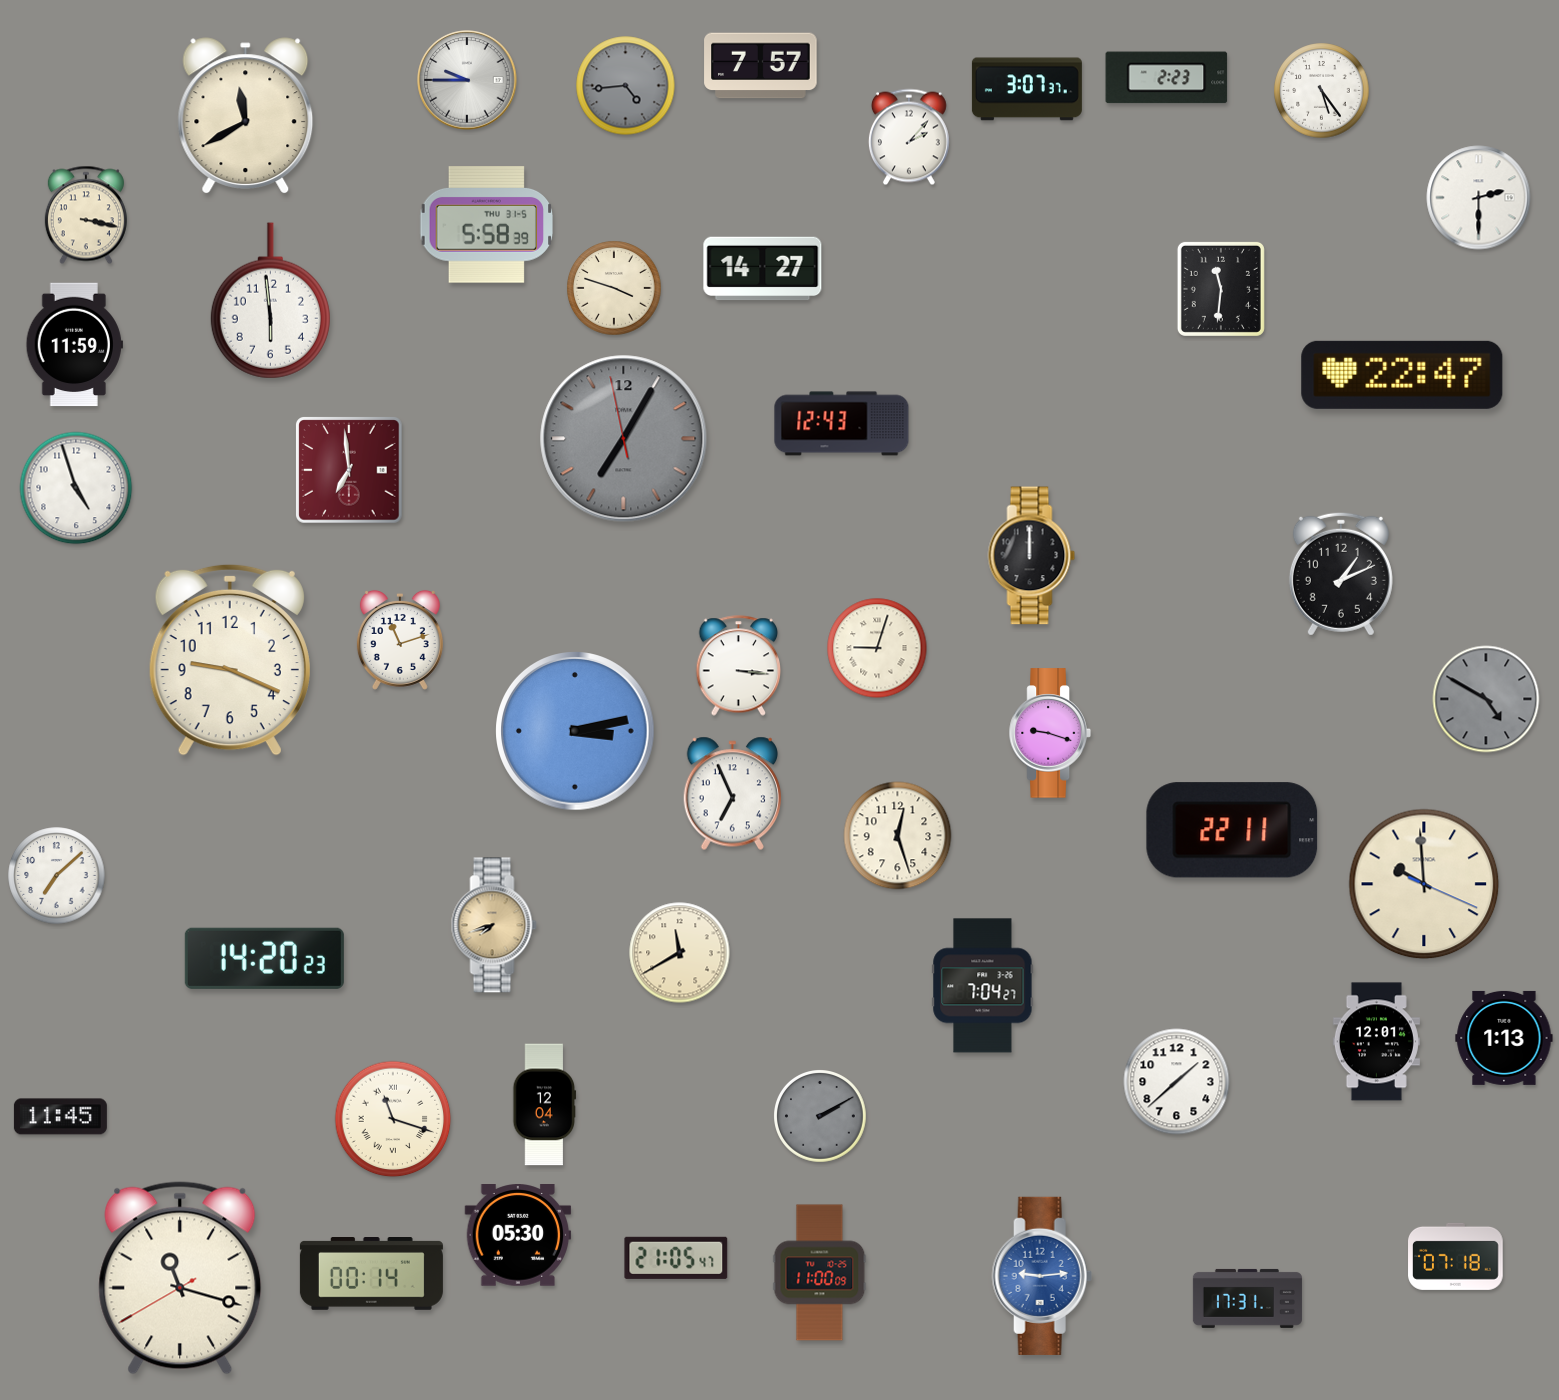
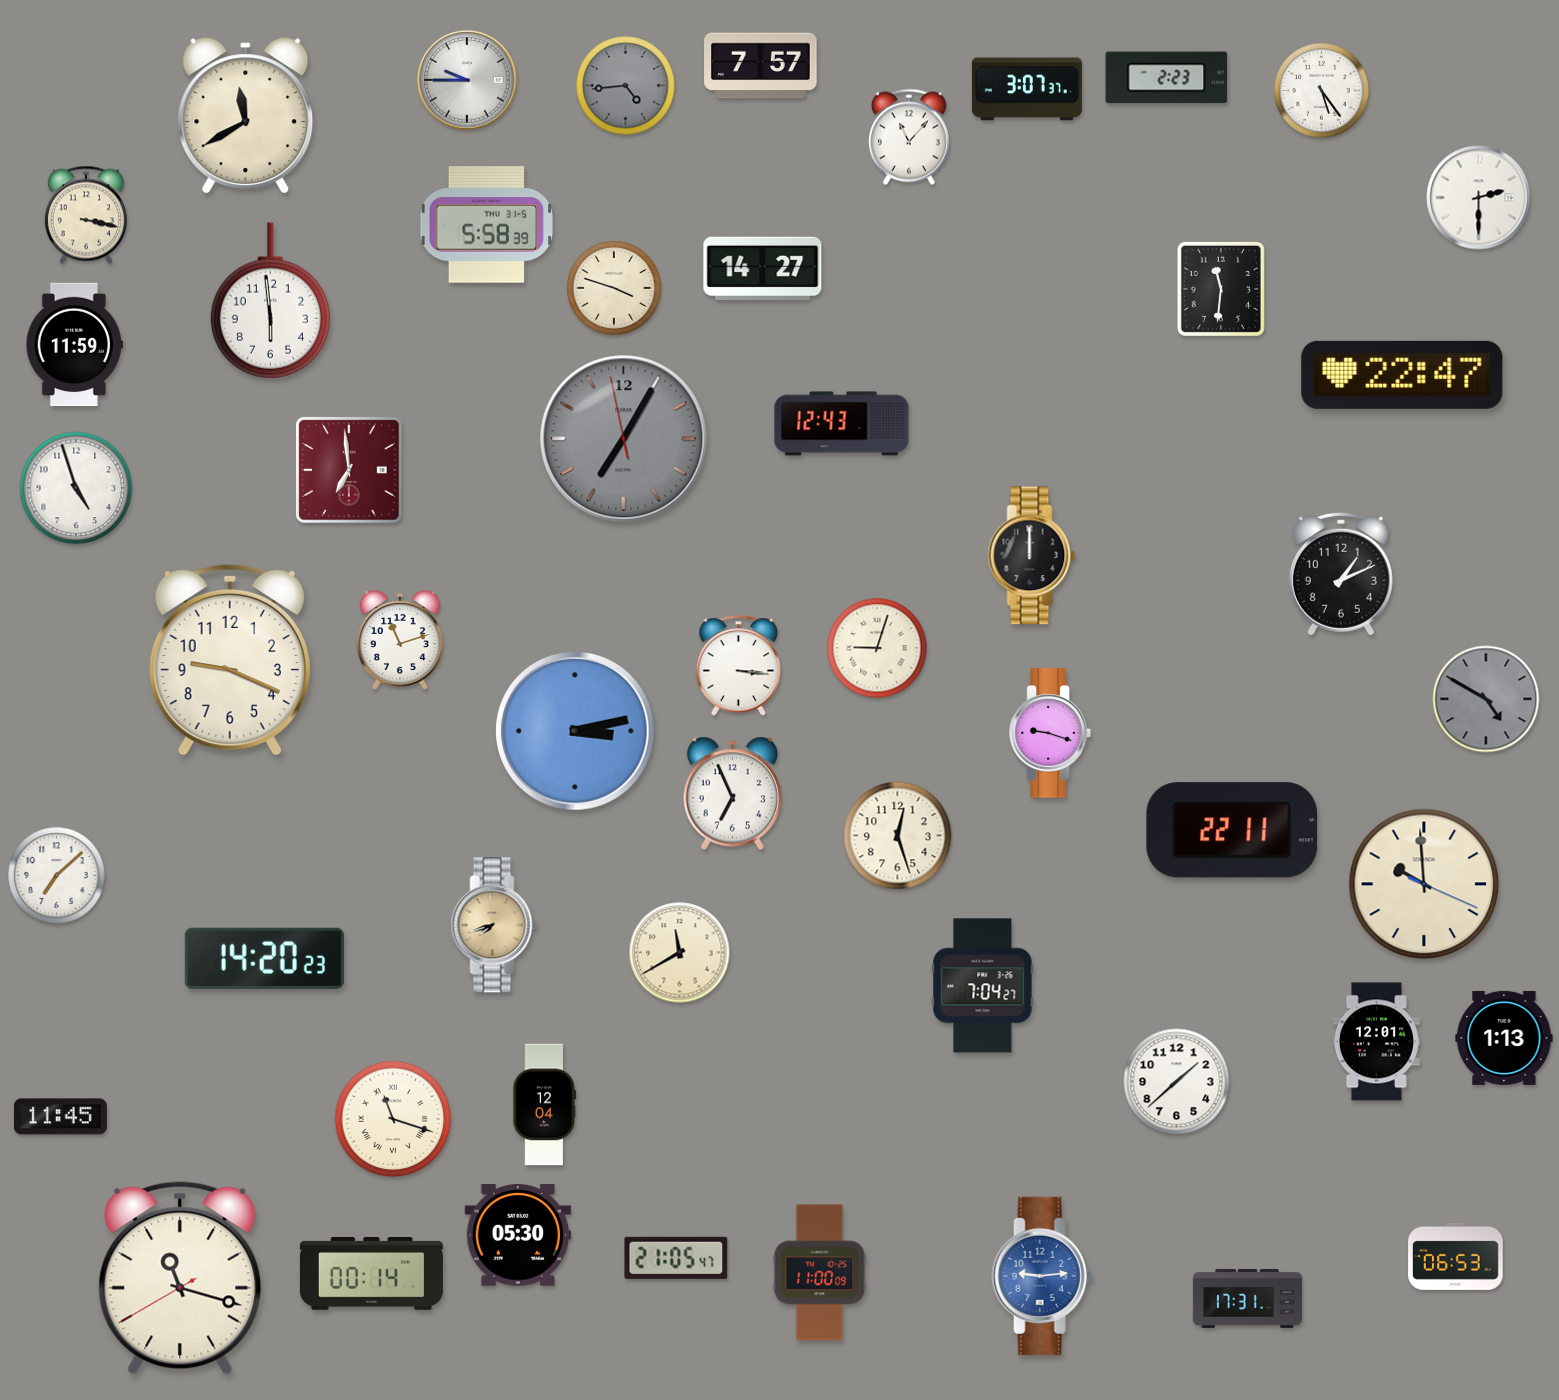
clock at (909, 137): 2:07 -> 11:07
clock at (821, 1117): 2:10 -> none
clock at (1456, 1256): 07:18 -> 06:53
